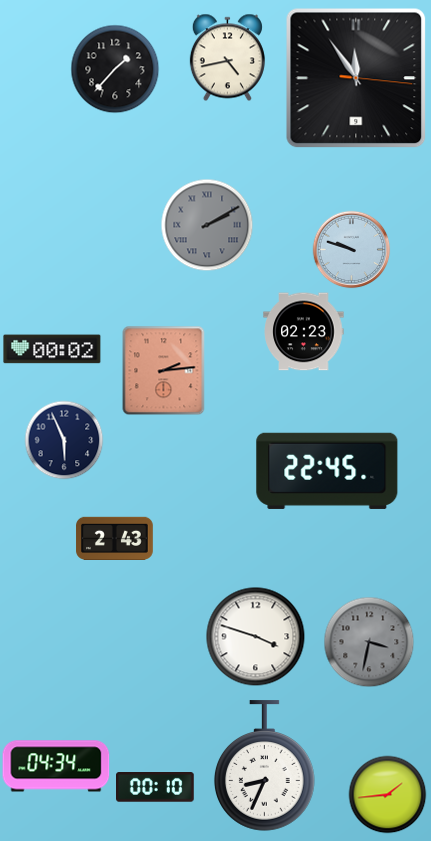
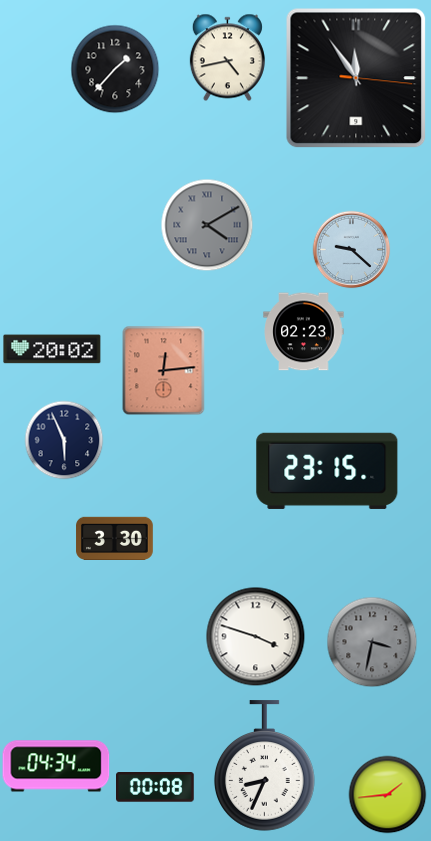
clock at (207, 225): 2:10 -> 4:10
clock at (351, 249): 9:48 -> 9:22
clock at (52, 349): 00:02 -> 20:02
clock at (164, 370): 2:14 -> 12:14
clock at (327, 471): 22:45 -> 23:15
clock at (115, 538): 2:43 -> 3:30
clock at (369, 642) position: (369, 642) -> (372, 642)
clock at (156, 788): 00:10 -> 00:08
